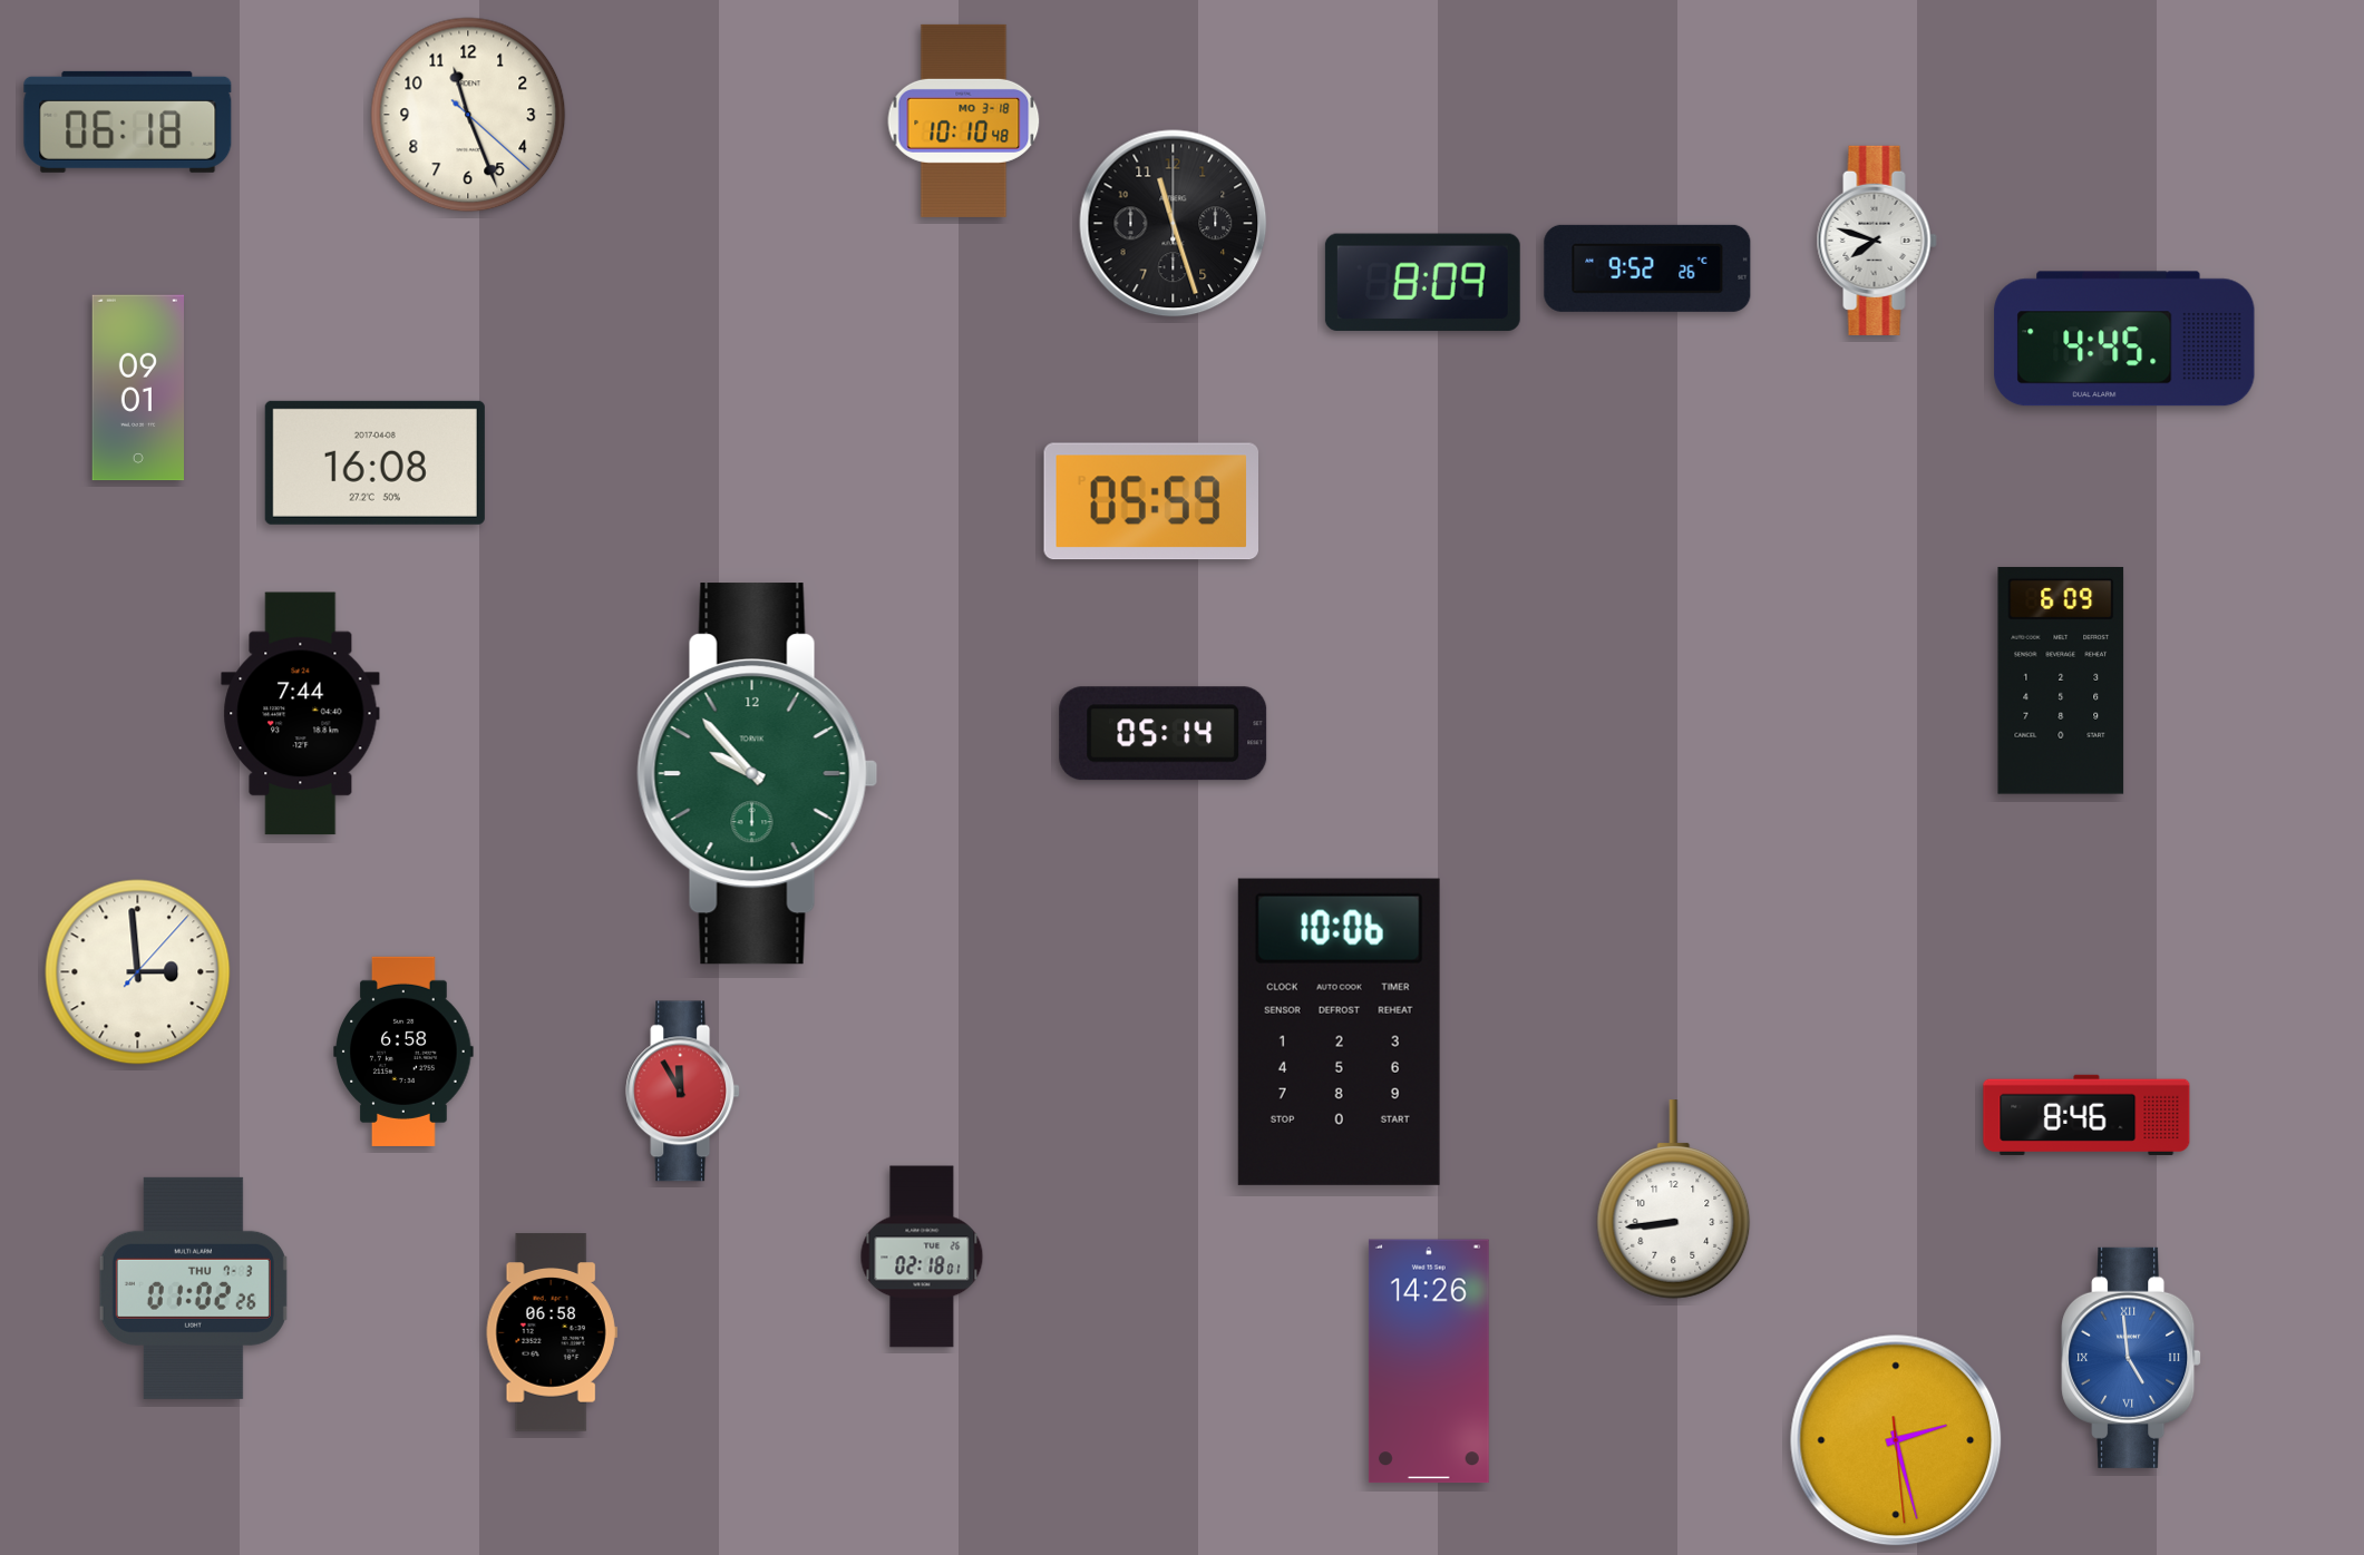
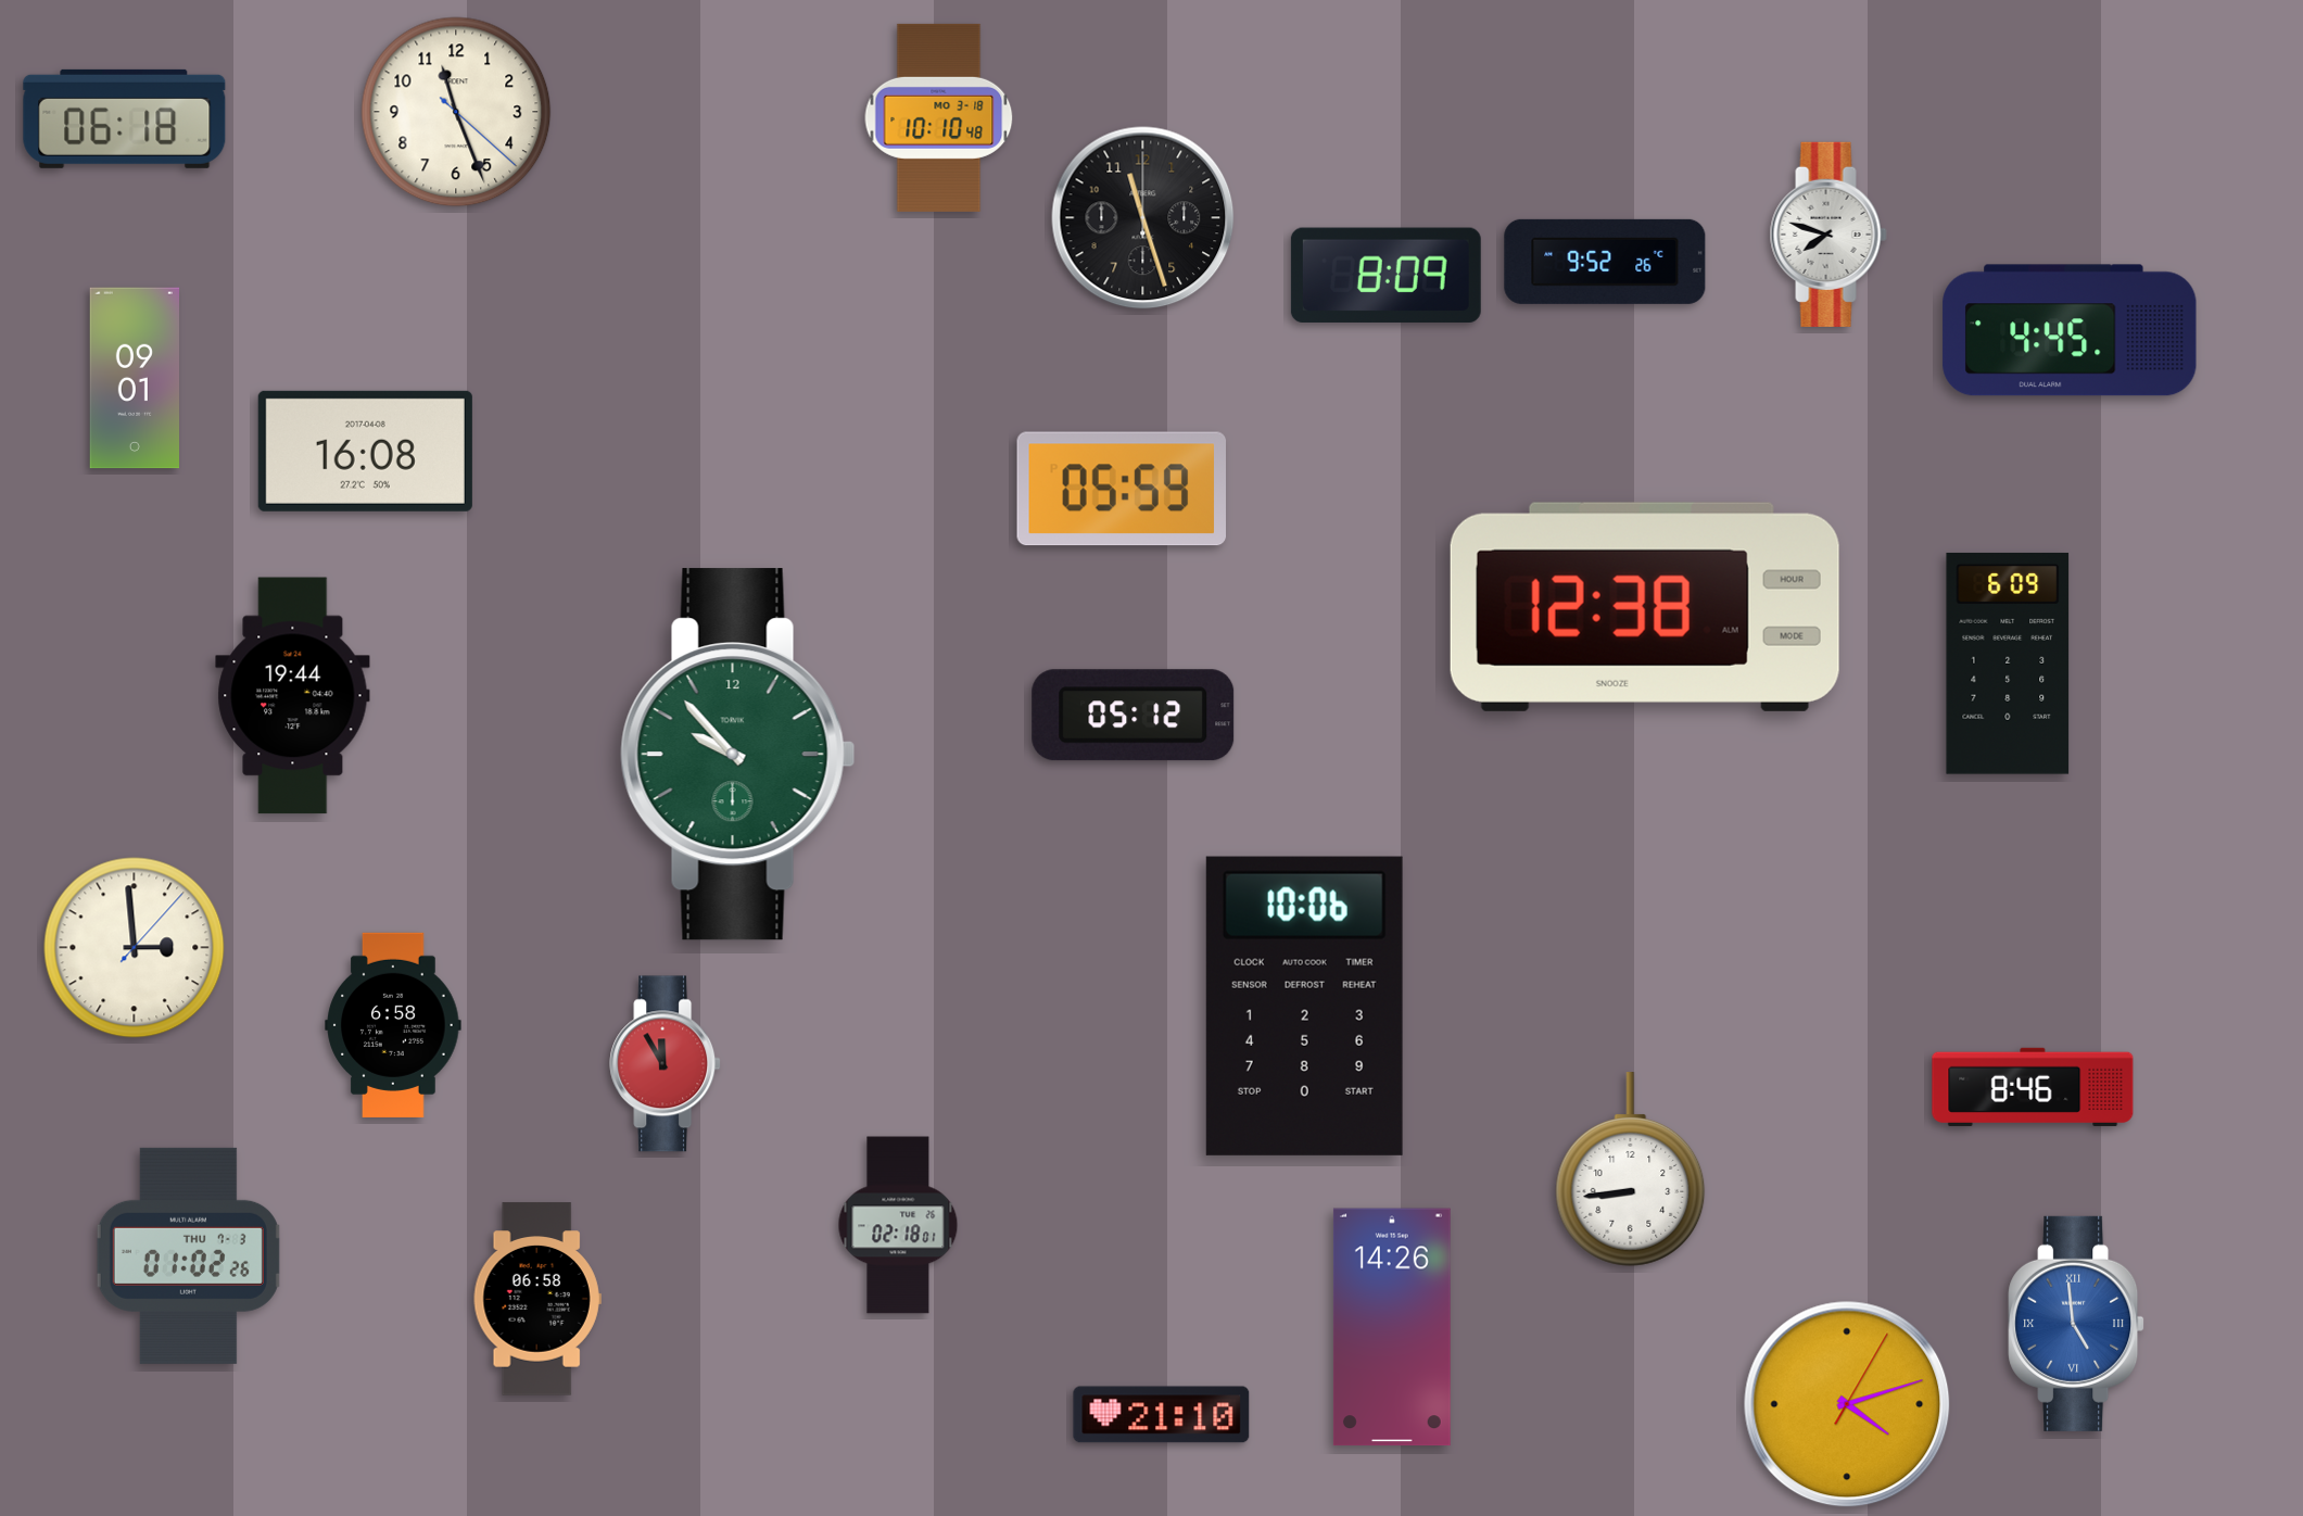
clock at (1645, 607): none -> 12:38
clock at (301, 714): 7:44 -> 19:44
clock at (1164, 734): 05:14 -> 05:12
clock at (1896, 1440): 2:27 -> 4:12
clock at (1162, 1415): none -> 21:10
